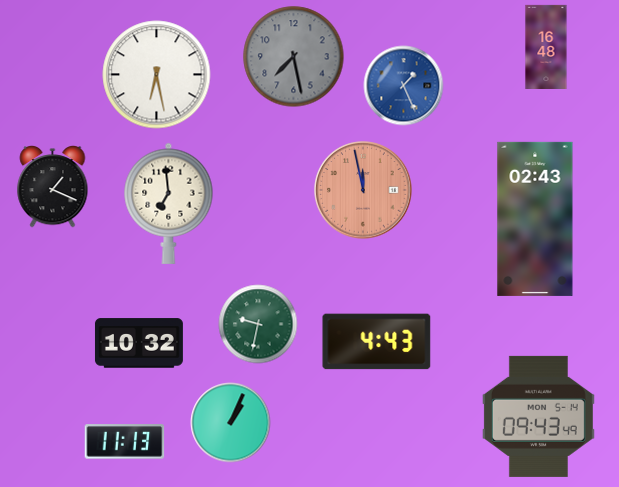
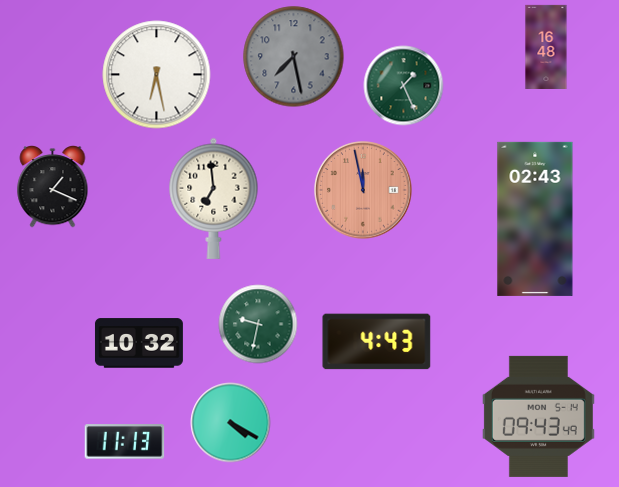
clock at (404, 86) dial: blue -> green
clock at (169, 203) position: (169, 203) -> (214, 198)
clock at (231, 423): 1:04 -> 4:20
